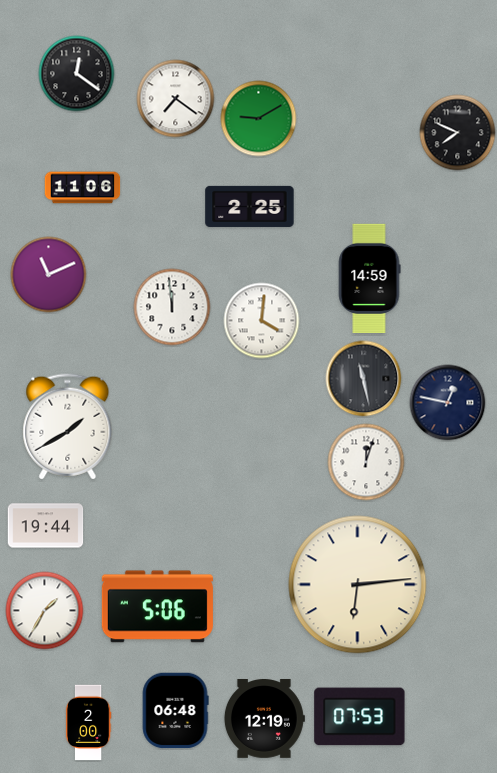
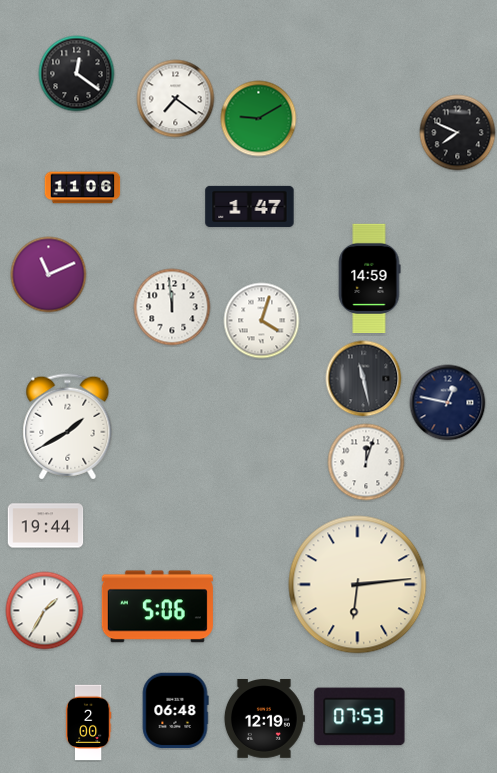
clock at (250, 206): 2:25 -> 1:47
clock at (262, 321): 4:01 -> 4:03
